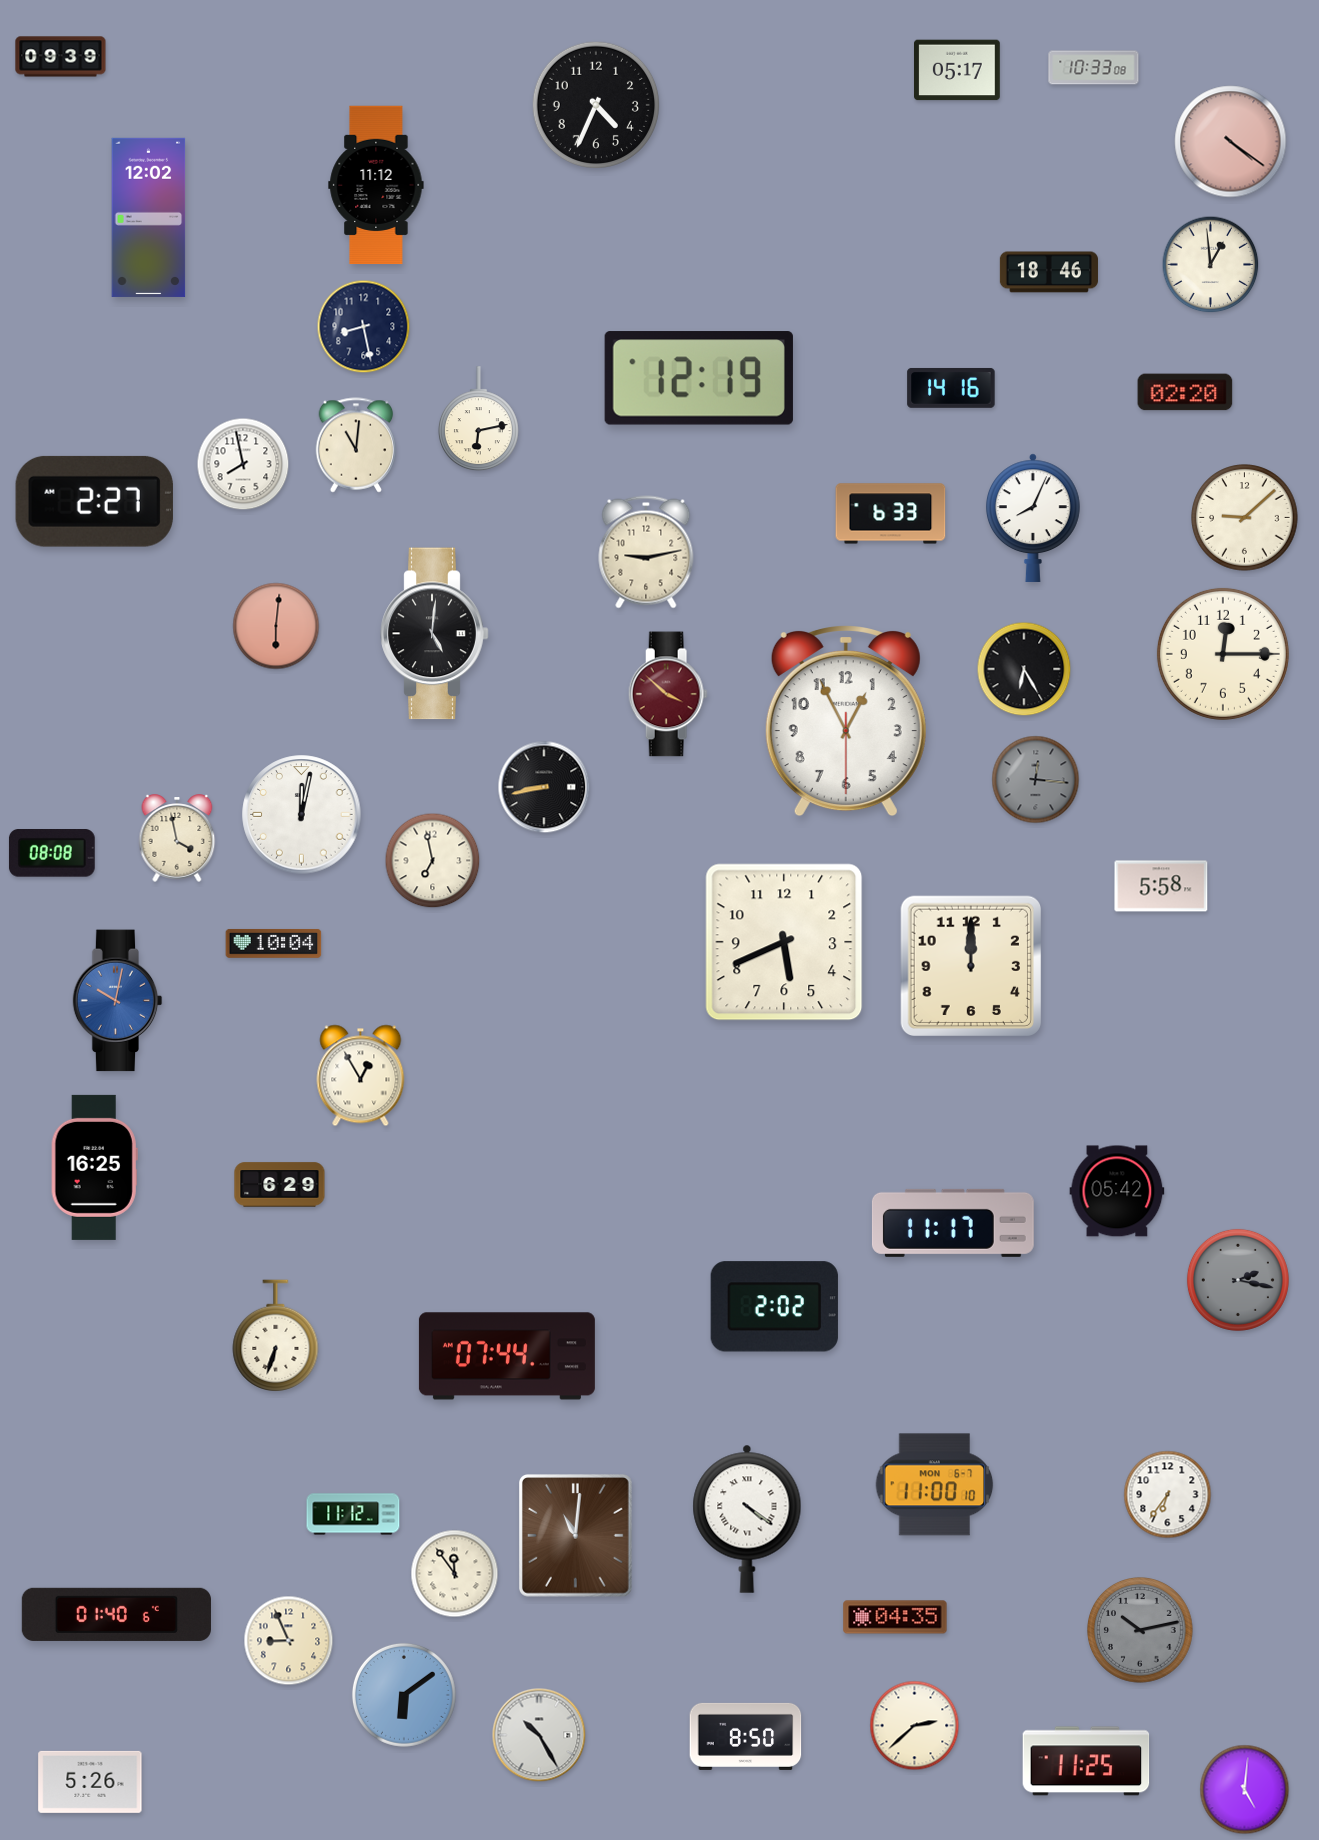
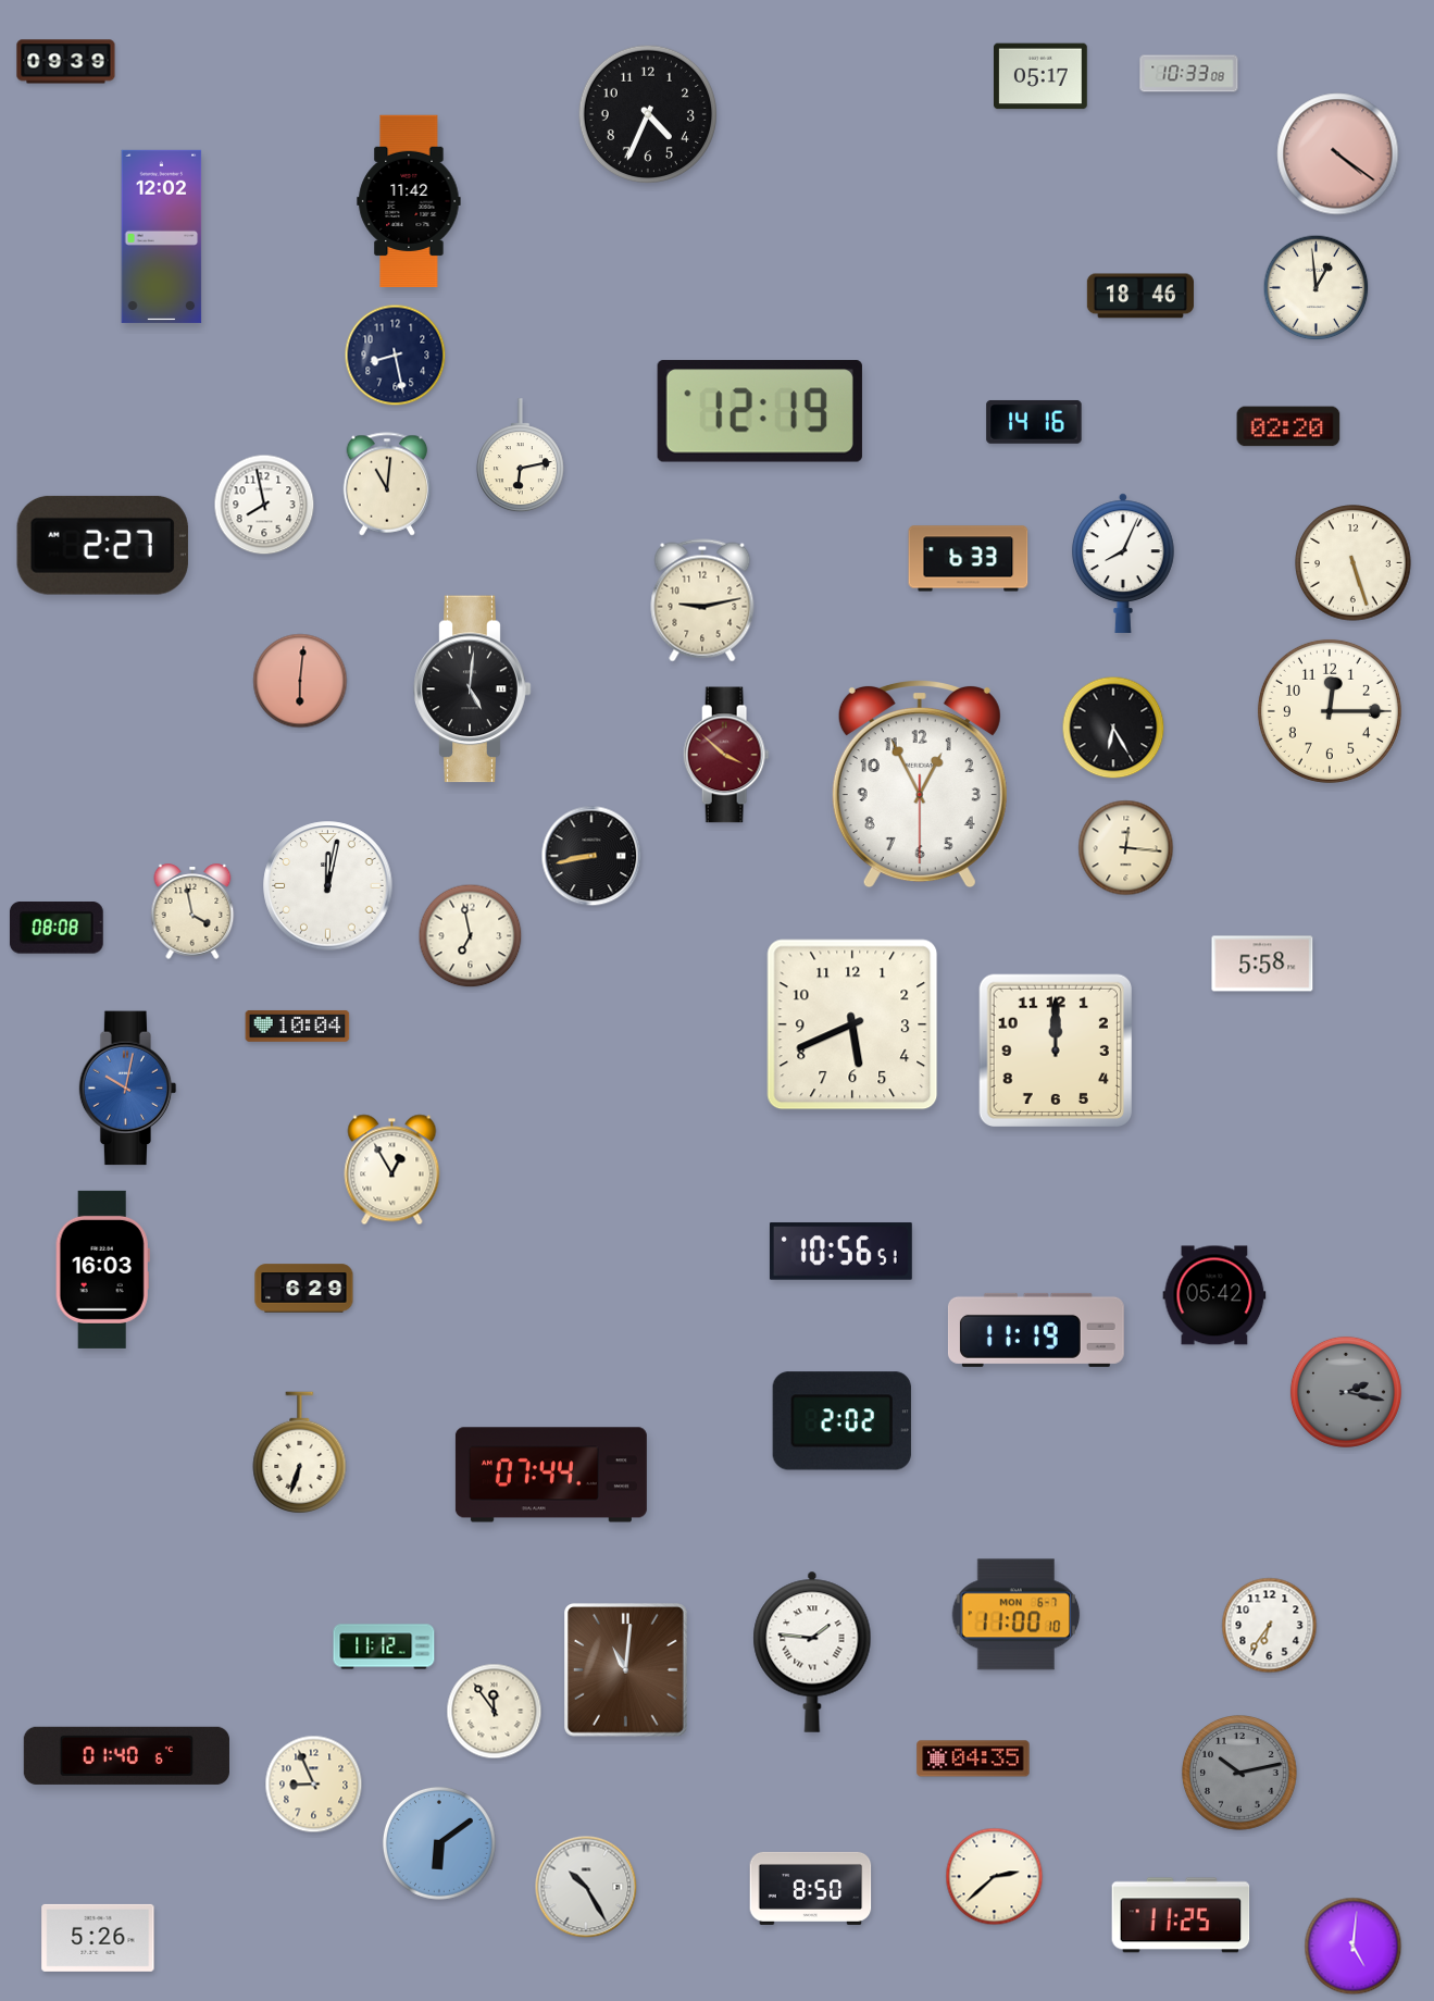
clock at (376, 185): 11:12 -> 11:42
clock at (1245, 518): 9:08 -> 5:27
clock at (1036, 780) dial: grey -> cream
clock at (840, 1252): none -> 10:56
clock at (94, 1167): 16:25 -> 16:03
clock at (953, 1223): 11:17 -> 11:19
clock at (747, 1519): 4:21 -> 1:46
